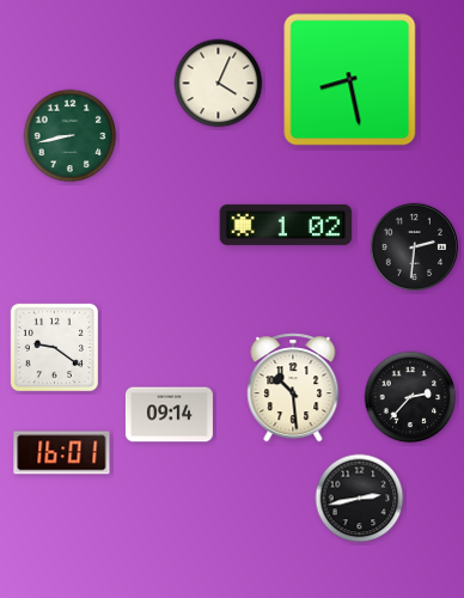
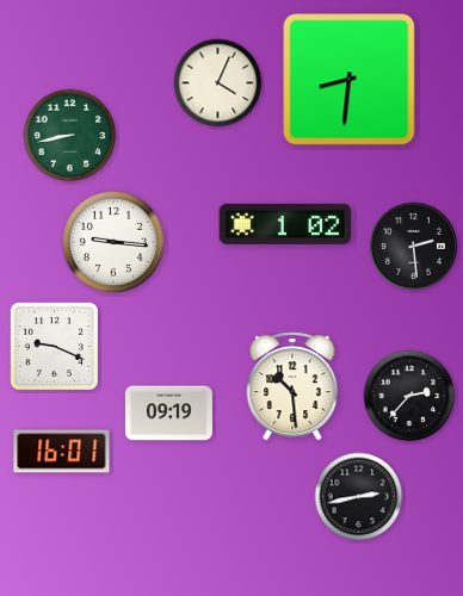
clock at (350, 80): 8:28 -> 8:31
clock at (113, 242): none -> 9:16
clock at (414, 246): 2:31 -> 2:29
clock at (55, 348): 9:21 -> 9:19
clock at (169, 415): 09:14 -> 09:19
